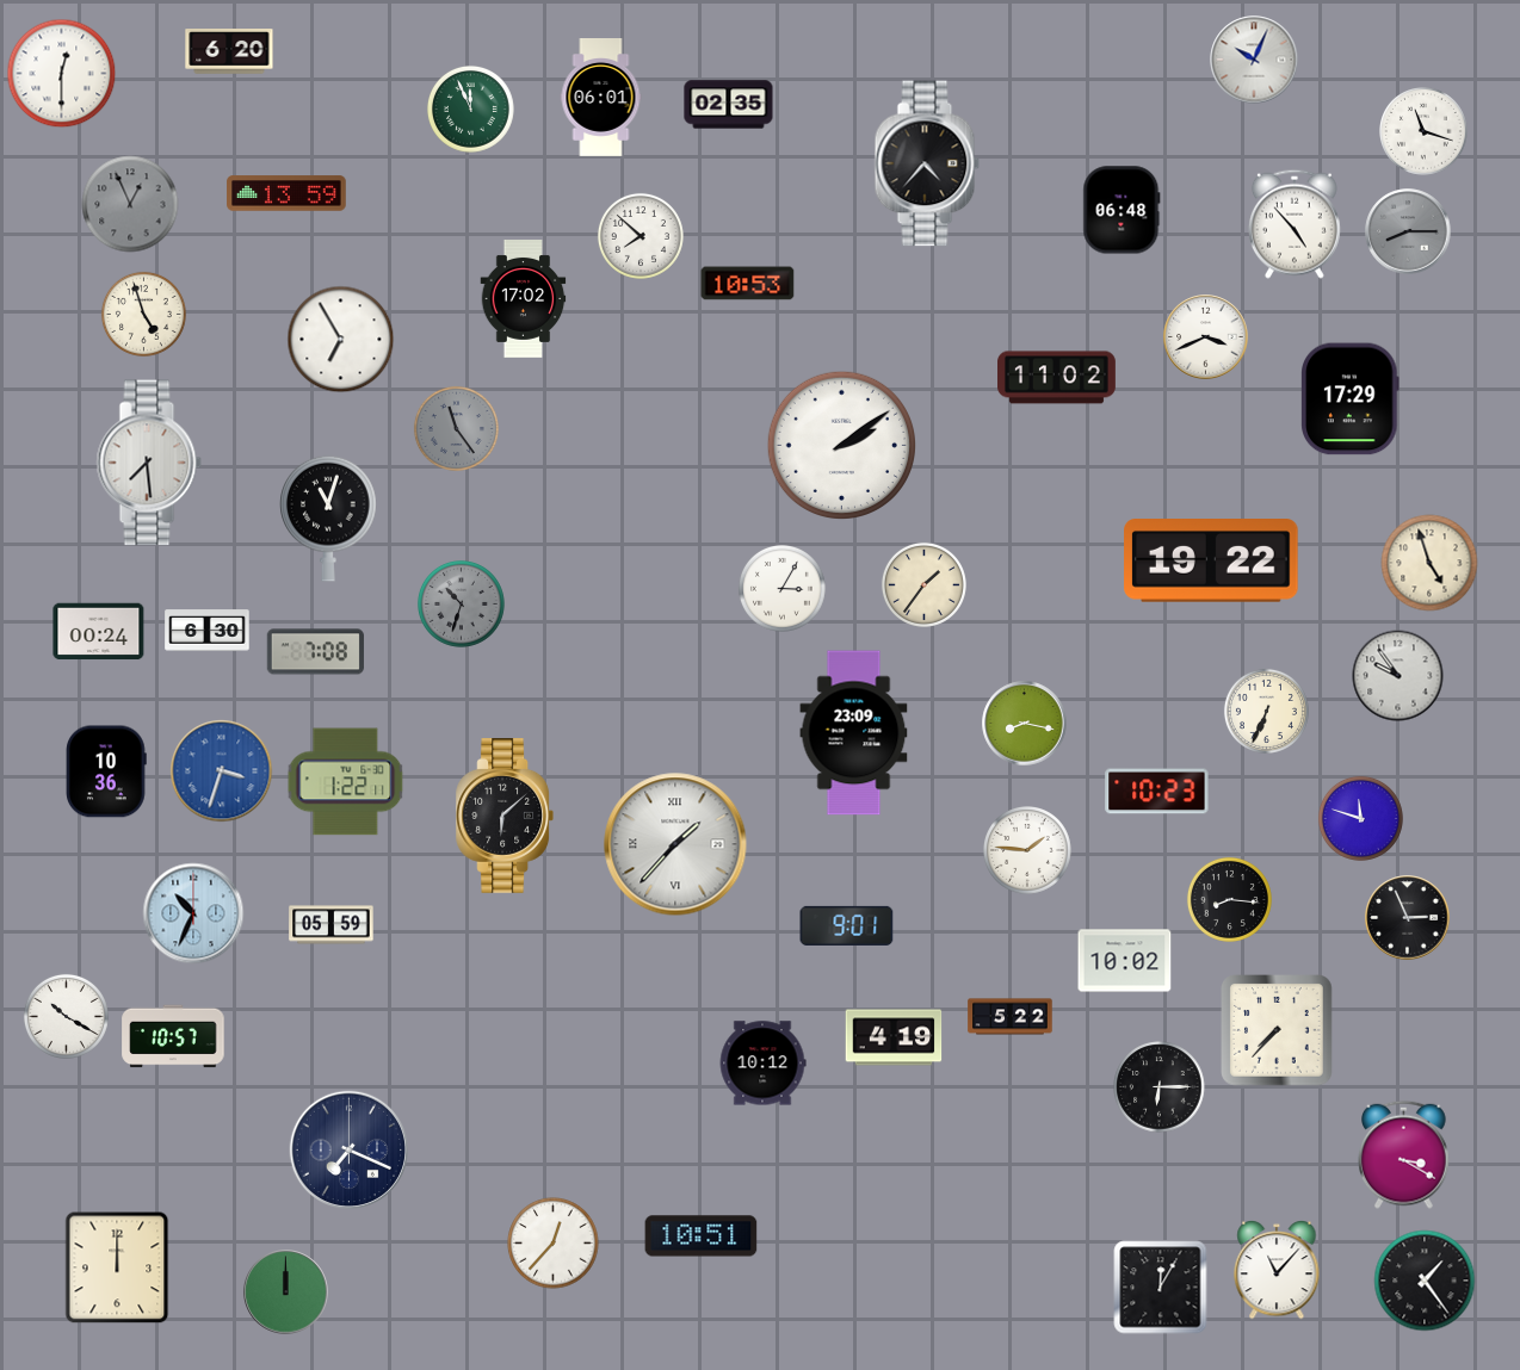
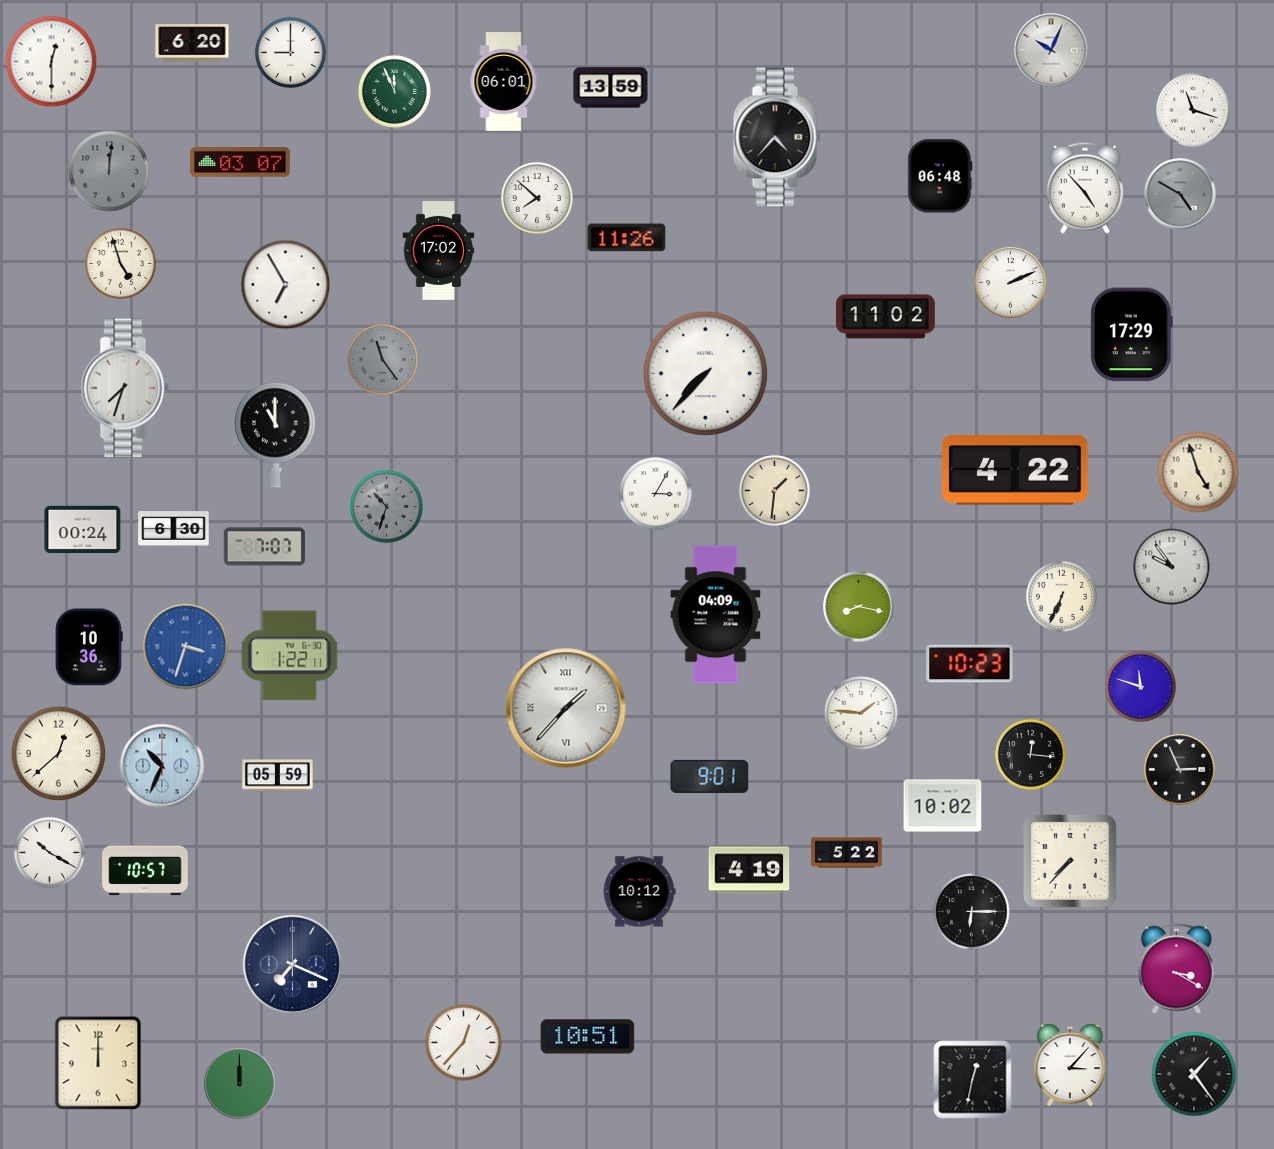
clock at (290, 52): none -> 9:00
clock at (729, 105): 02:35 -> 13:59
clock at (286, 193): 13:59 -> 03:07
clock at (130, 204): 12:56 -> 12:01
clock at (1408, 231): 8:15 -> 4:50
clock at (748, 284): 10:53 -> 11:26
clock at (1206, 337): 3:41 -> 2:11
clock at (841, 445): 2:09 -> 7:37
clock at (149, 463): 7:29 -> 7:33
clock at (328, 519): 11:03 -> 11:00
clock at (1211, 562): 19:22 -> 4:22
clock at (923, 584): 1:36 -> 1:31
clock at (315, 652): 7:08 -> 7:07
clock at (854, 733): 23:09 -> 04:09
clock at (503, 817): 6:08 -> none
clock at (59, 754): none -> 12:38
clock at (1229, 899): 8:16 -> 12:16
clock at (66, 1016) position: (66, 1016) -> (49, 852)
clock at (1278, 1031) position: (1278, 1031) -> (1071, 862)
clock at (1277, 1270): 11:07 -> 3:07
clock at (1161, 1288): 12:05 -> 12:32
